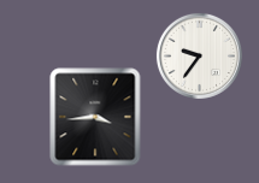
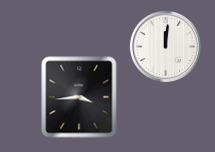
clock at (199, 55): 9:36 -> 12:01
